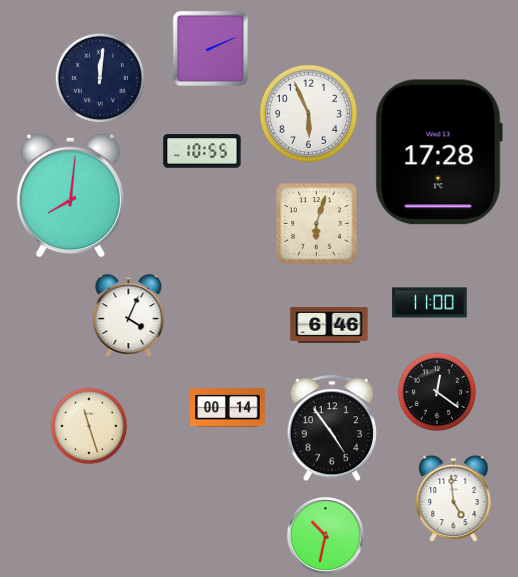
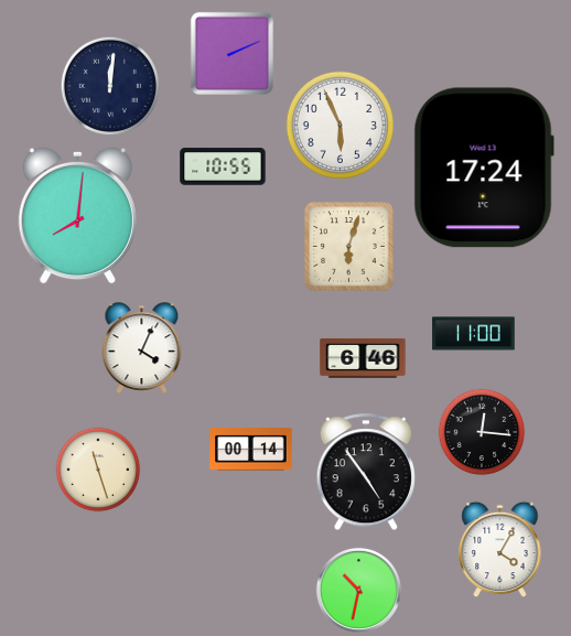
clock at (439, 152): 17:28 -> 17:24
clock at (437, 392): 12:21 -> 12:16
clock at (454, 499): 4:59 -> 4:05
